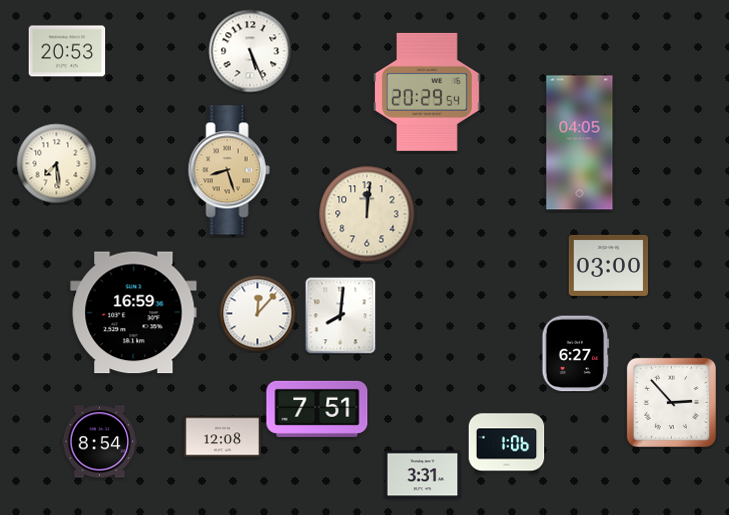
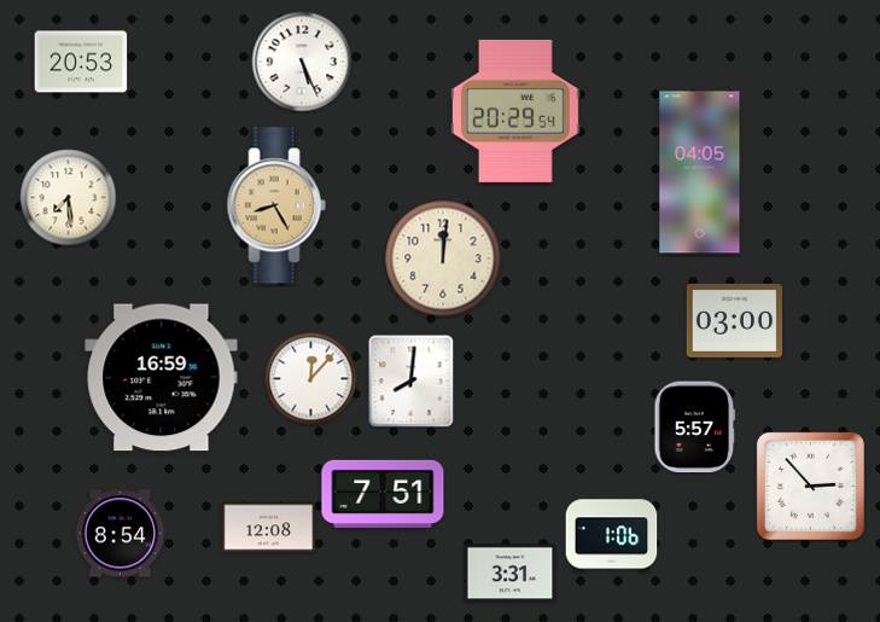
clock at (229, 170): 8:27 -> 8:25
clock at (576, 354): 6:27 -> 5:57
